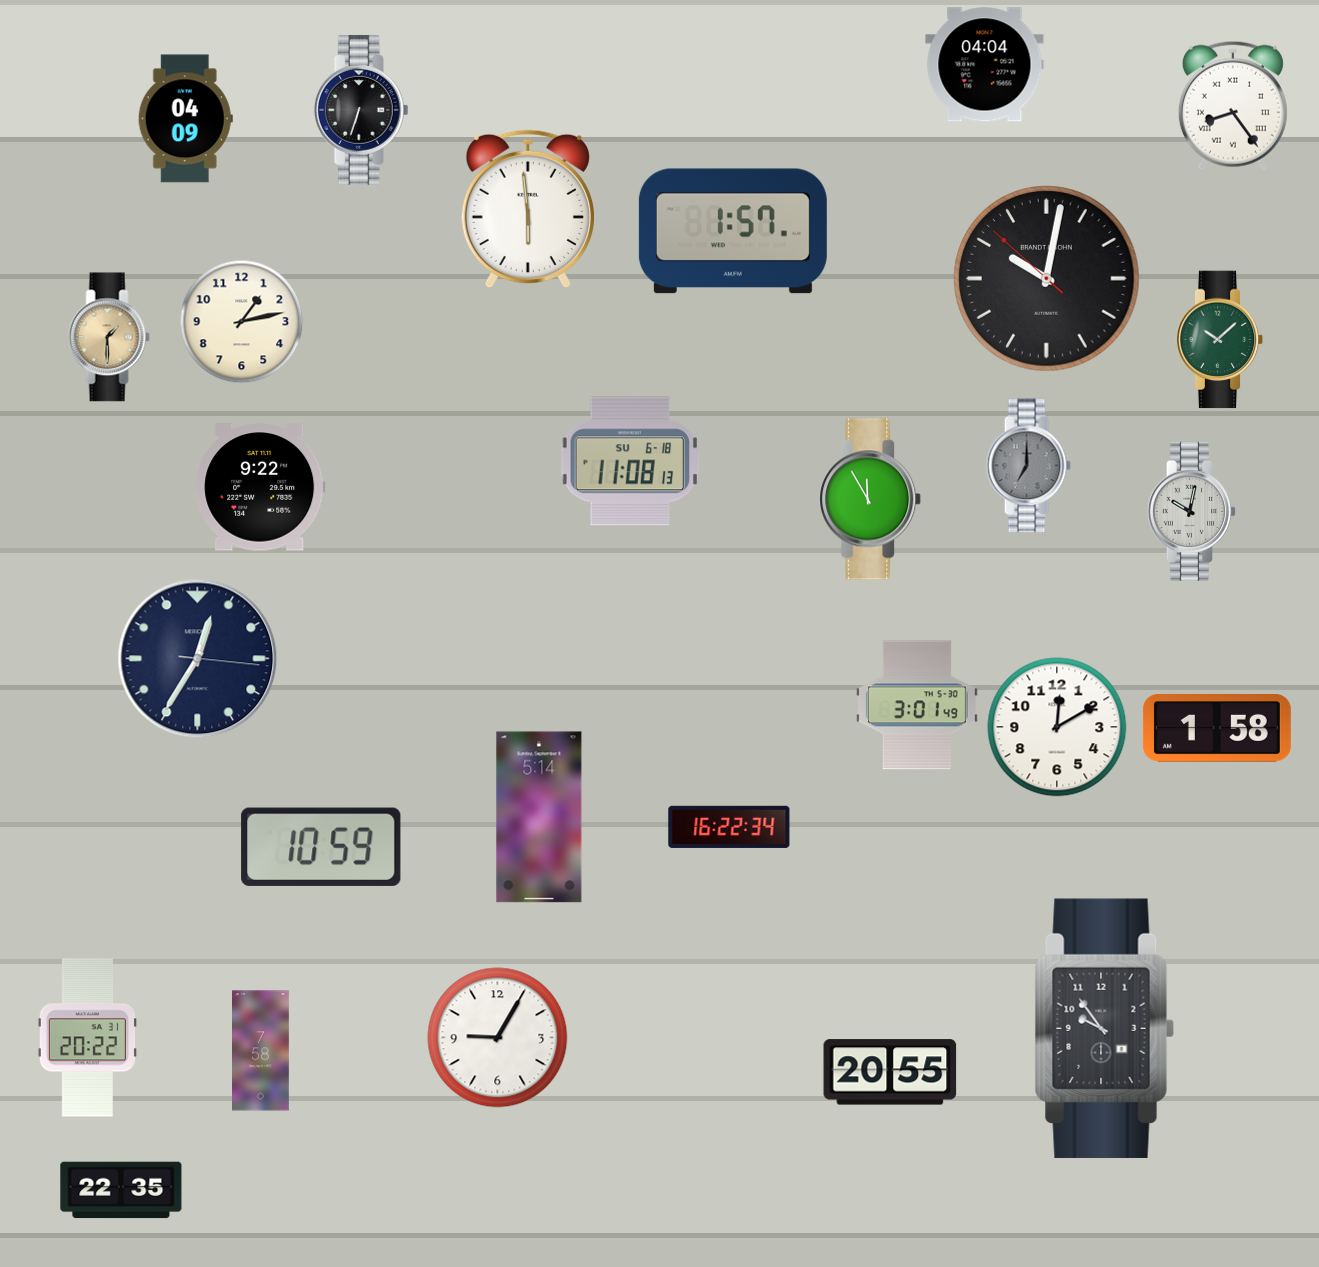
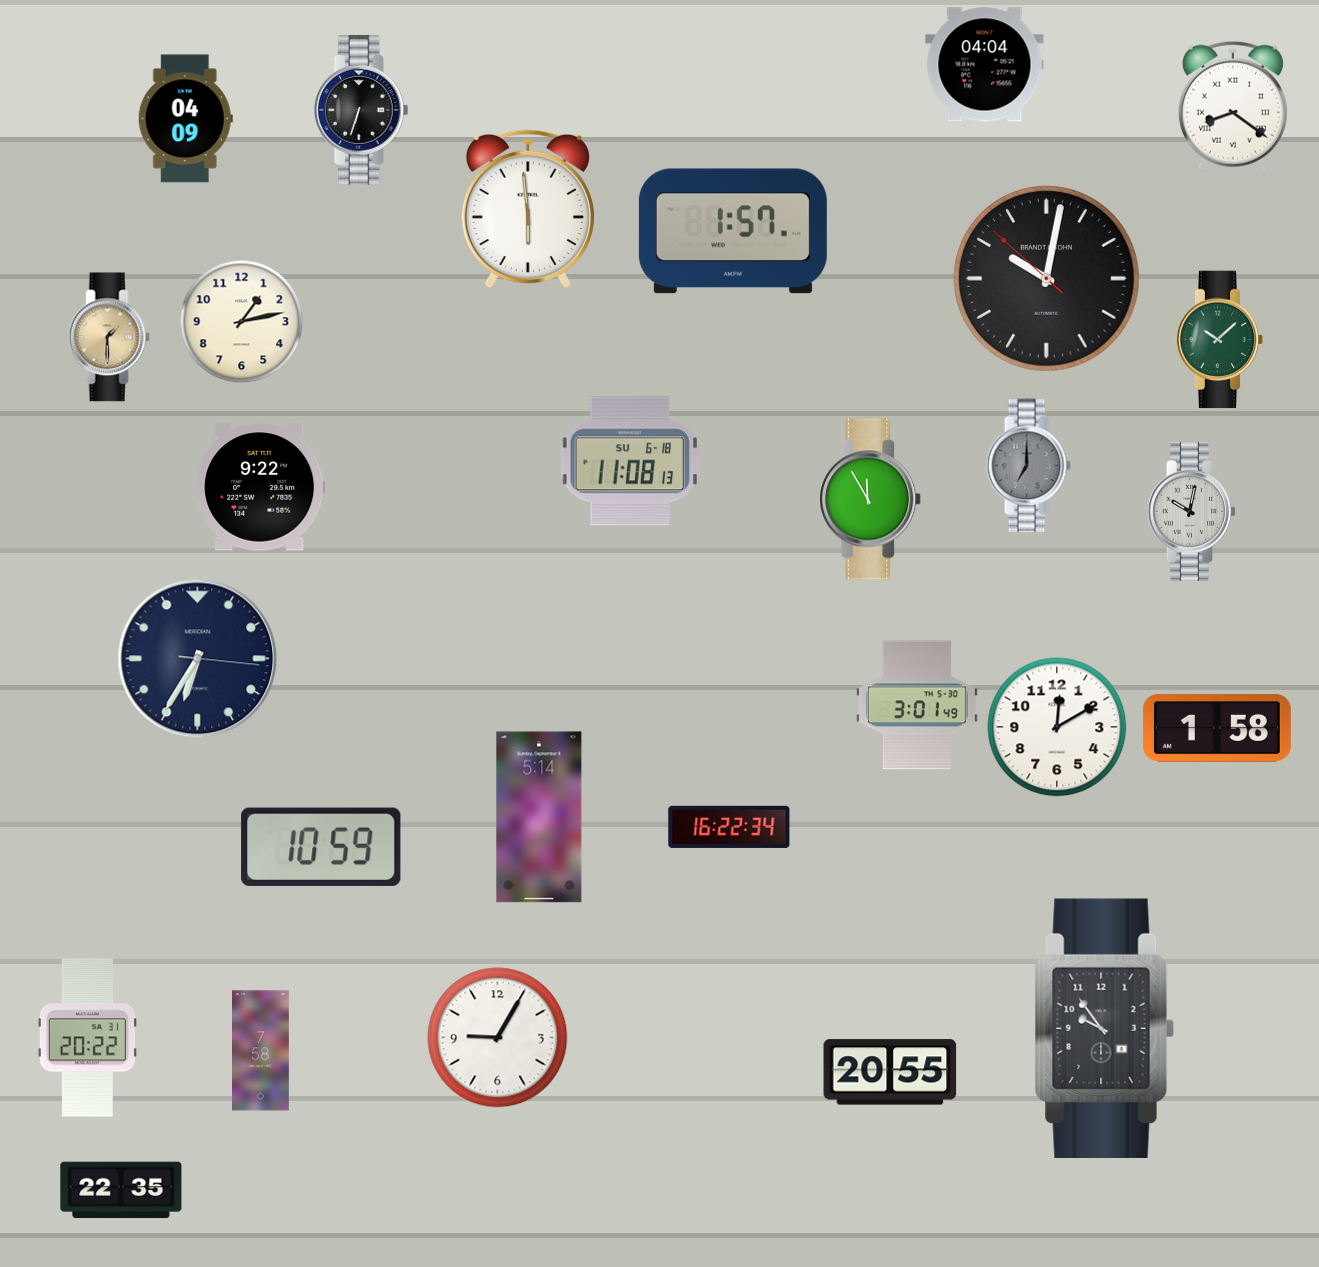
clock at (1233, 106): 8:24 -> 8:21
clock at (198, 659): 12:35 -> 6:35
